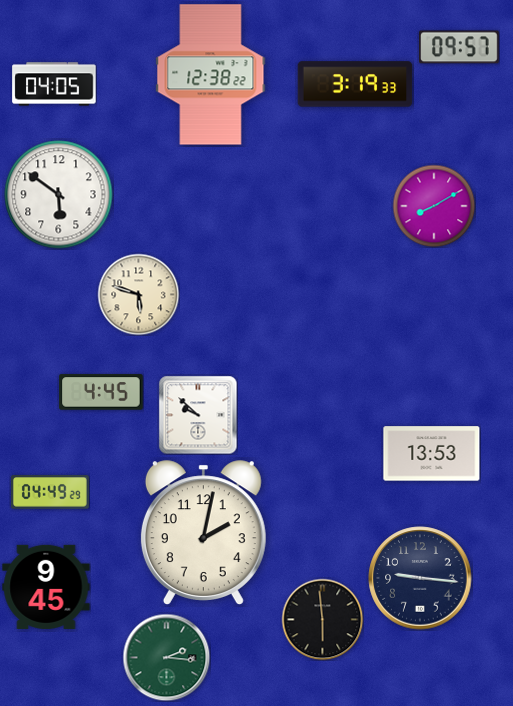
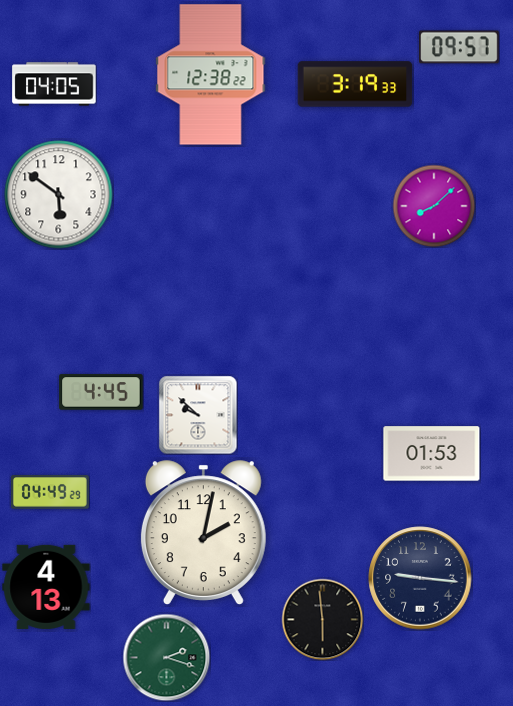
clock at (434, 206): 8:10 -> 8:08
clock at (138, 294): 5:48 -> none
clock at (432, 454): 13:53 -> 01:53
clock at (46, 587): 9:45 -> 4:13
clock at (166, 657): 2:16 -> 2:18
